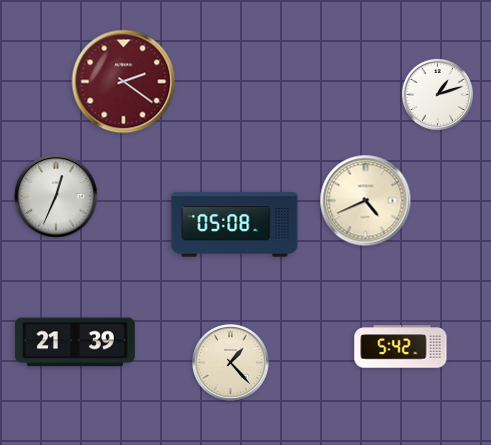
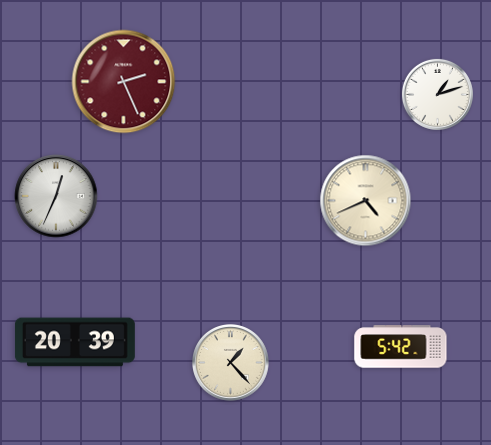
clock at (124, 82): 2:21 -> 2:26
clock at (235, 225): 05:08 -> none
clock at (75, 342): 21:39 -> 20:39
